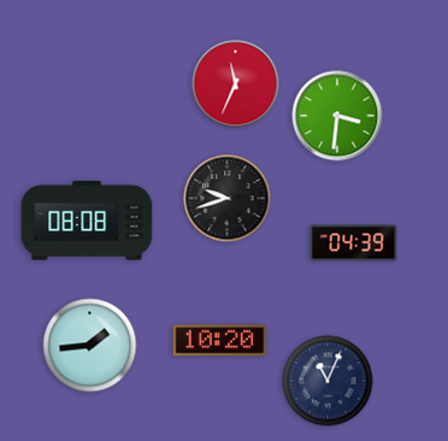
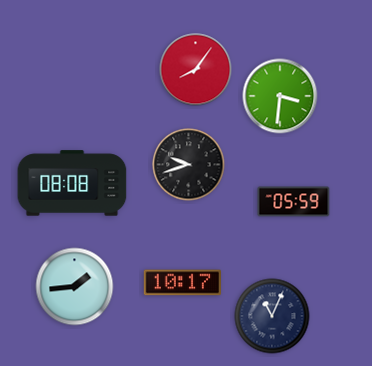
clock at (236, 84): 11:34 -> 8:06
clock at (354, 243): 04:39 -> 05:59
clock at (219, 341): 10:20 -> 10:17
